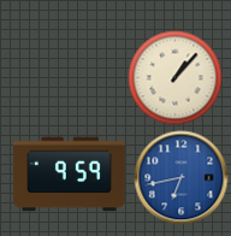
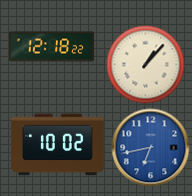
clock at (51, 47): none -> 12:18
clock at (69, 175): 9:59 -> 10:02
